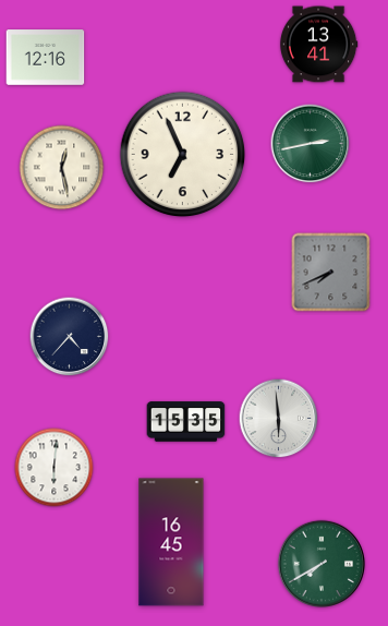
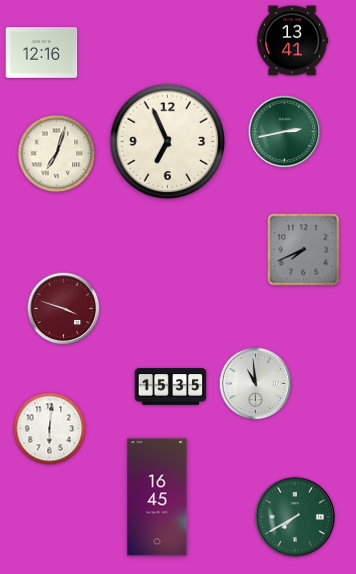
clock at (62, 168): 12:28 -> 7:03
clock at (70, 337): 4:37 -> 3:48
clock at (70, 337) dial: navy -> burgundy
clock at (279, 419): 5:59 -> 10:59
